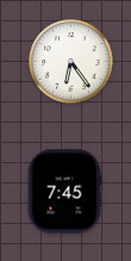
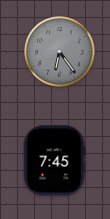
clock at (71, 62) dial: white -> grey
